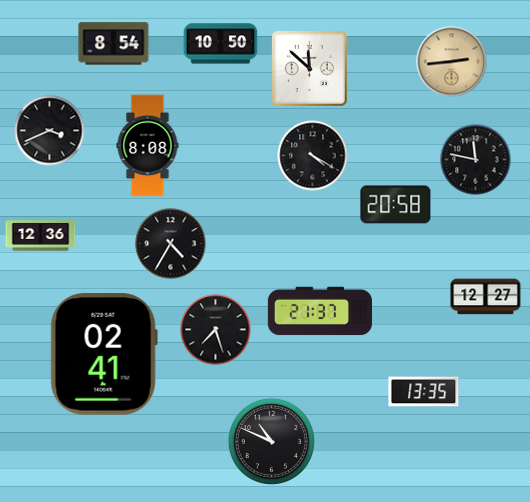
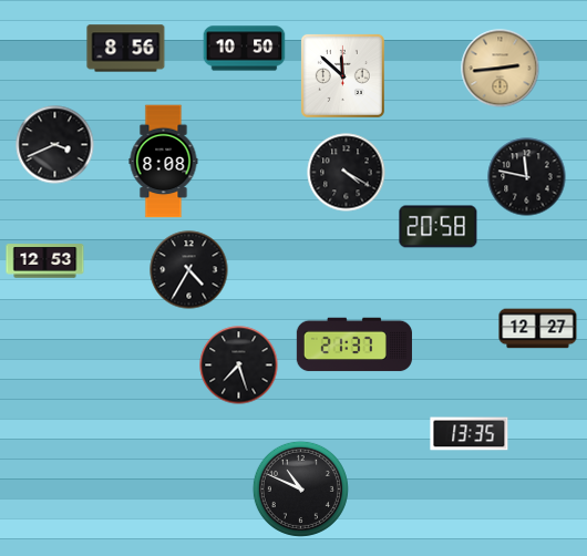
clock at (114, 44): 8:54 -> 8:56
clock at (41, 236): 12:36 -> 12:53
clock at (104, 354): 02:41 -> none
